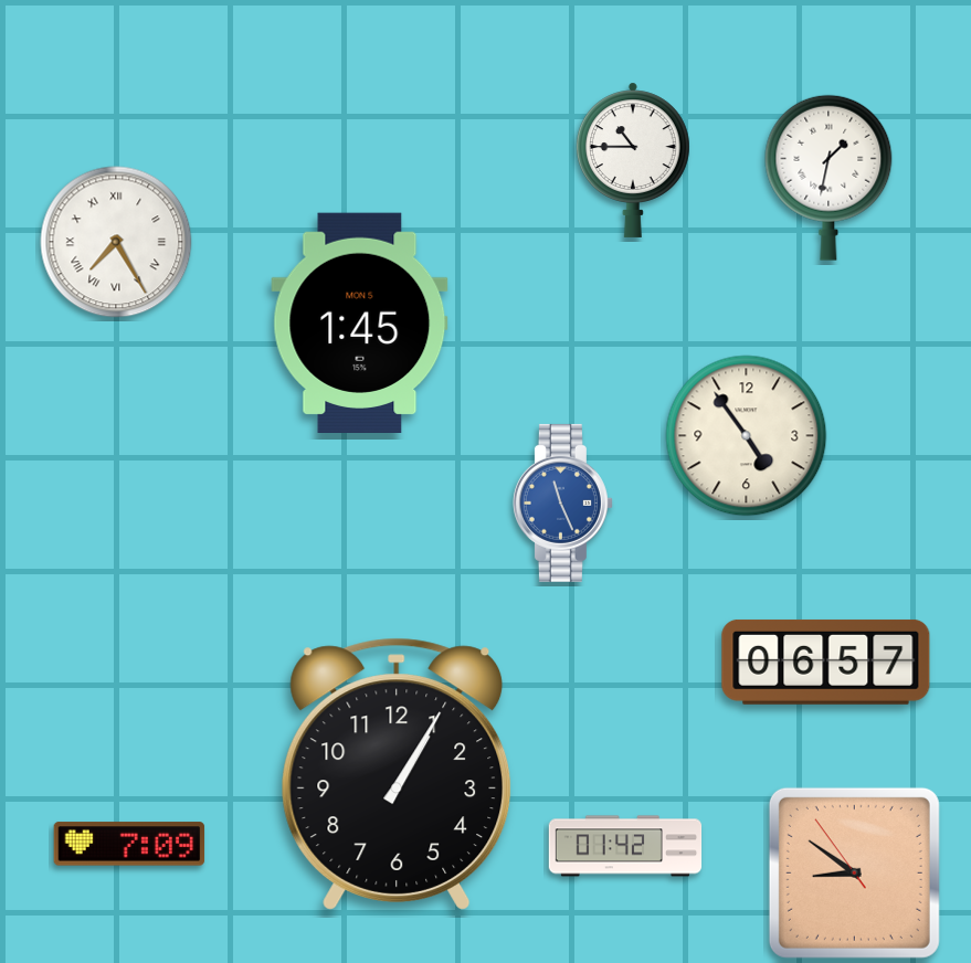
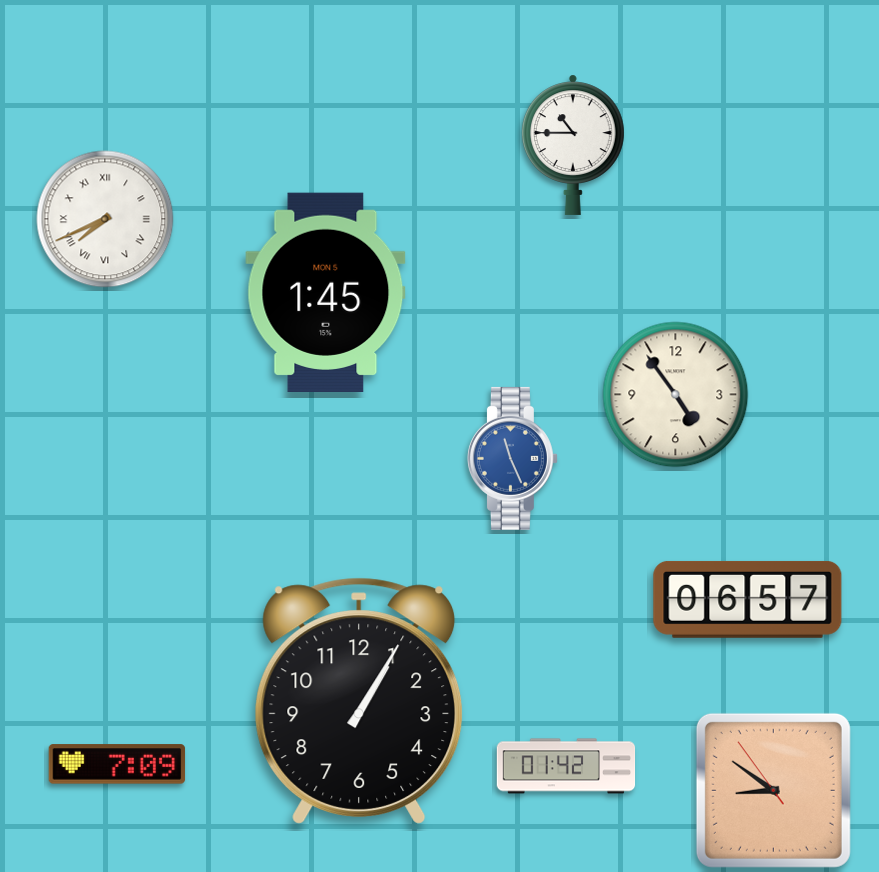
clock at (828, 178): 1:32 -> none
clock at (116, 242): 7:25 -> 7:41
clock at (562, 502) position: (562, 502) -> (512, 458)
